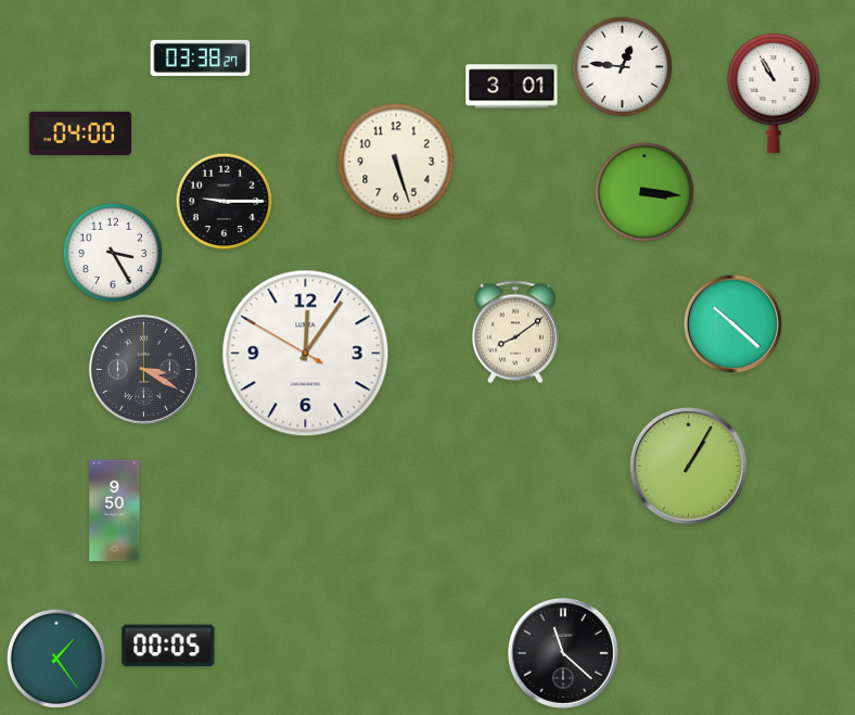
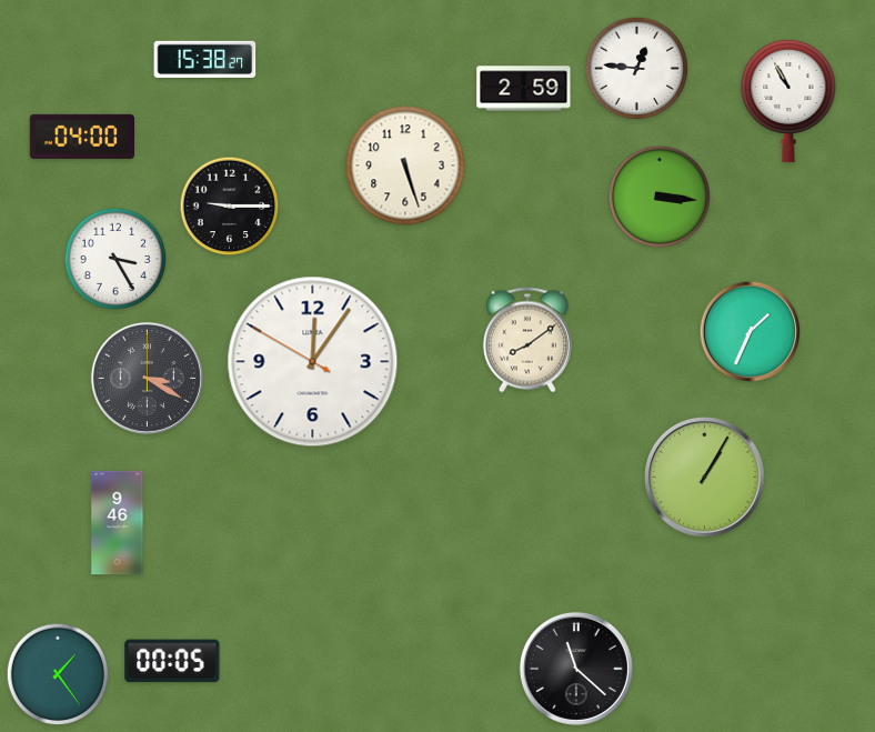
clock at (201, 58): 03:38 -> 15:38
clock at (512, 87): 3:01 -> 2:59
clock at (774, 93) position: (774, 93) -> (788, 101)
clock at (733, 324): 10:22 -> 1:34
clock at (115, 511): 9:50 -> 9:46
